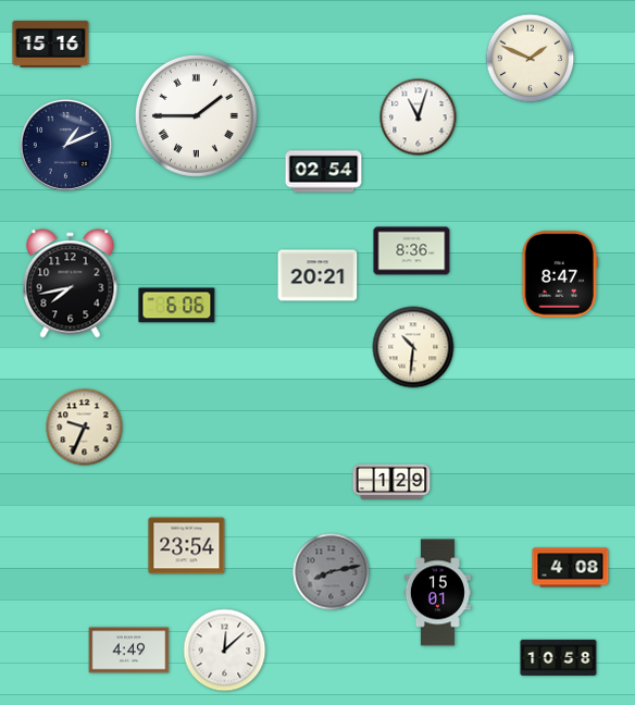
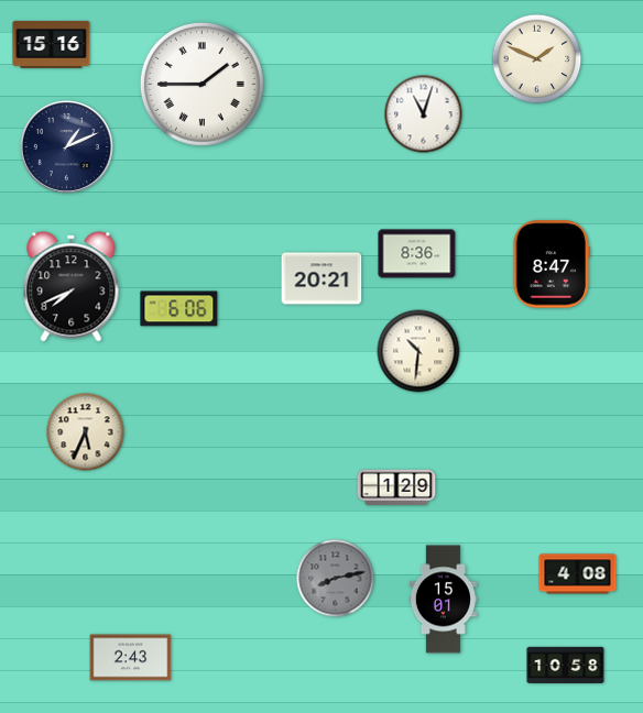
clock at (196, 115) position: (196, 115) -> (201, 84)
clock at (419, 117) position: (419, 117) -> (424, 114)
clock at (324, 172): 02:54 -> none
clock at (560, 274) position: (560, 274) -> (552, 264)
clock at (71, 284): 7:43 -> 7:41
clock at (85, 428): 9:34 -> 5:34
clock at (187, 546): 23:54 -> none
clock at (129, 651): 4:49 -> 2:43
clock at (225, 651): 12:08 -> none
